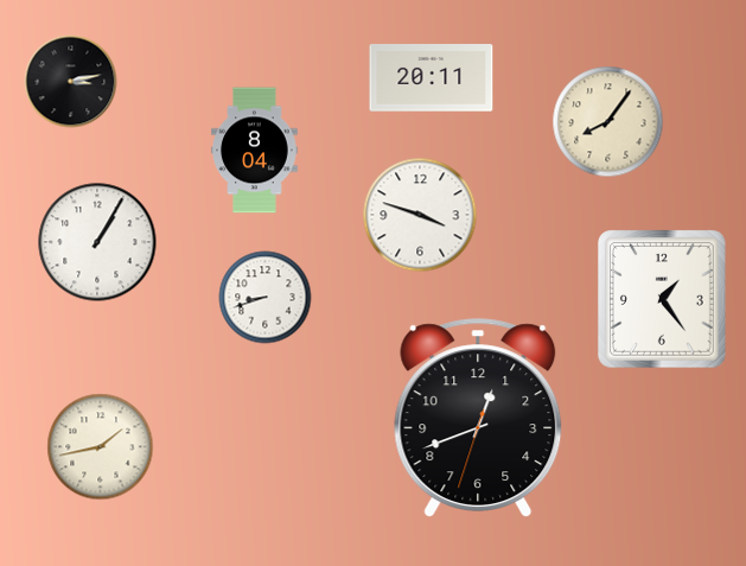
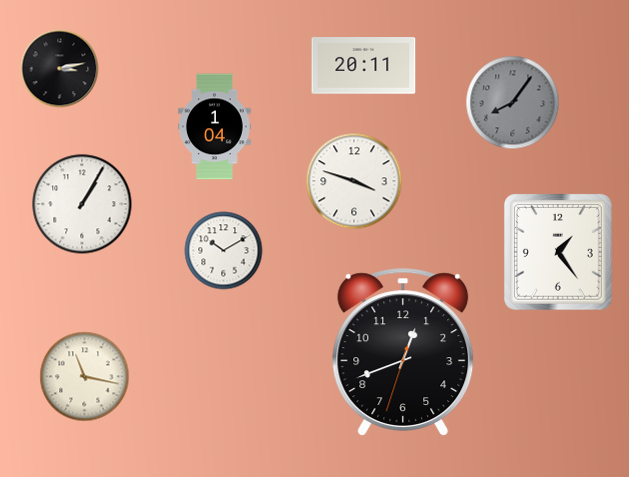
clock at (608, 122) dial: cream -> grey
clock at (255, 151): 8:04 -> 1:04
clock at (266, 298): 8:42 -> 10:10
clock at (101, 447): 1:43 -> 11:17
